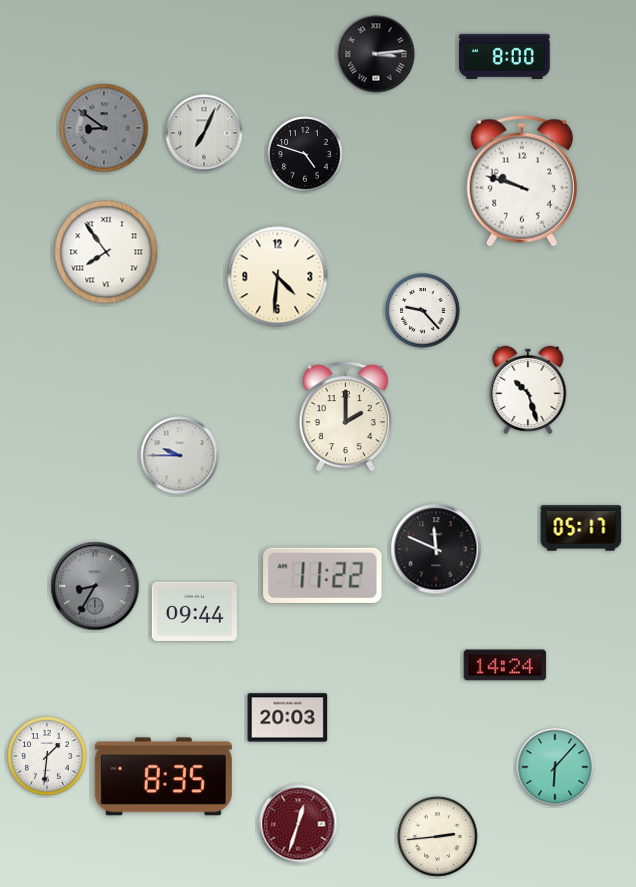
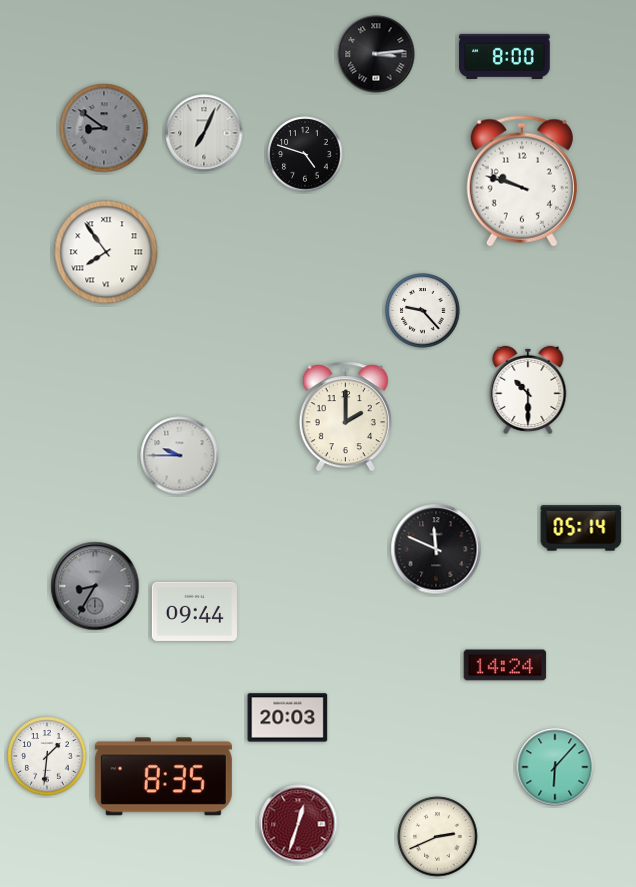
clock at (278, 277): 4:31 -> none
clock at (528, 390): 10:27 -> 10:30
clock at (581, 528): 05:17 -> 05:14
clock at (323, 575): 11:22 -> none
clock at (438, 837): 2:44 -> 2:41
